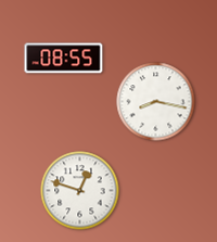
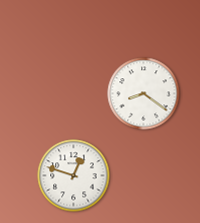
clock at (64, 59): 08:55 -> none
clock at (156, 102): 8:17 -> 8:21
